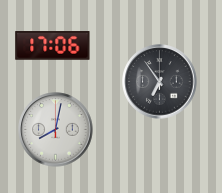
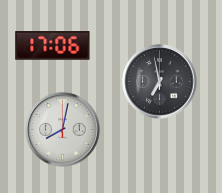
clock at (160, 82): 6:54 -> 6:58
clock at (56, 130) position: (56, 130) -> (63, 130)
